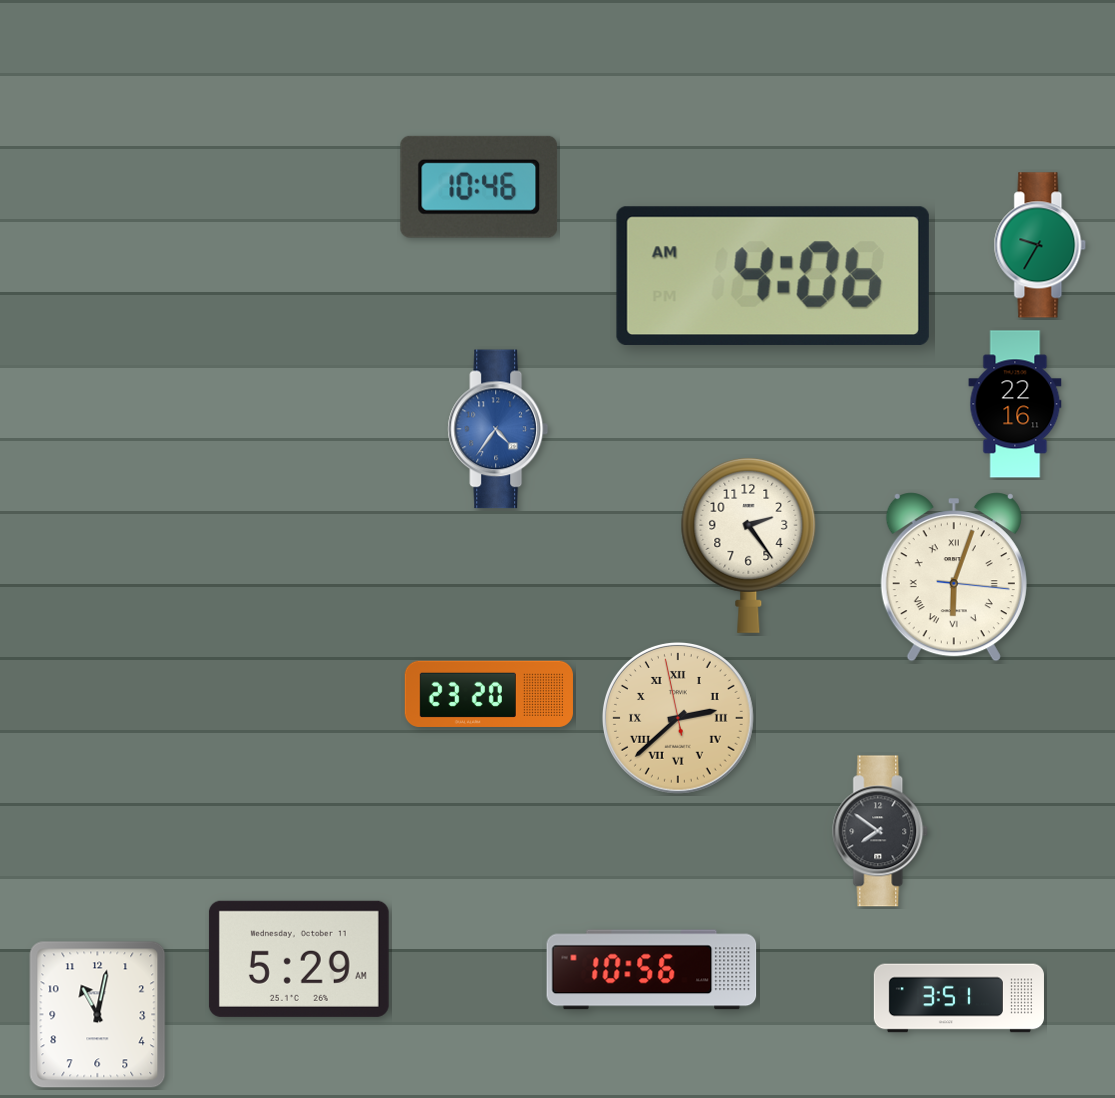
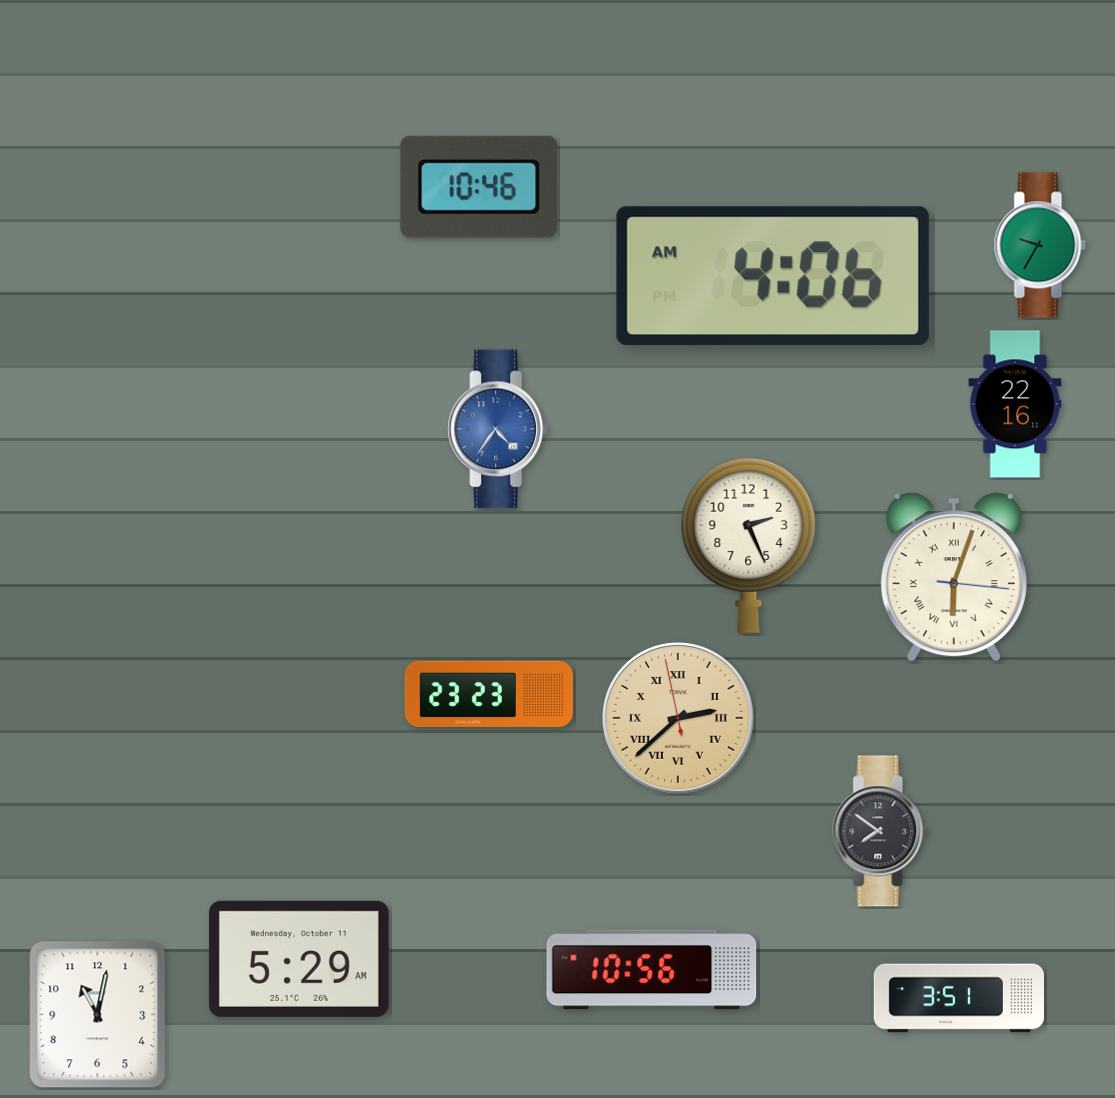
clock at (749, 545): 2:24 -> 2:26
clock at (489, 694): 23:20 -> 23:23
